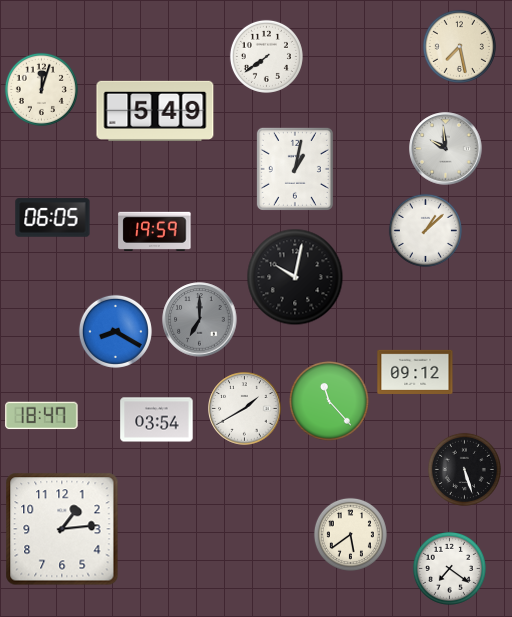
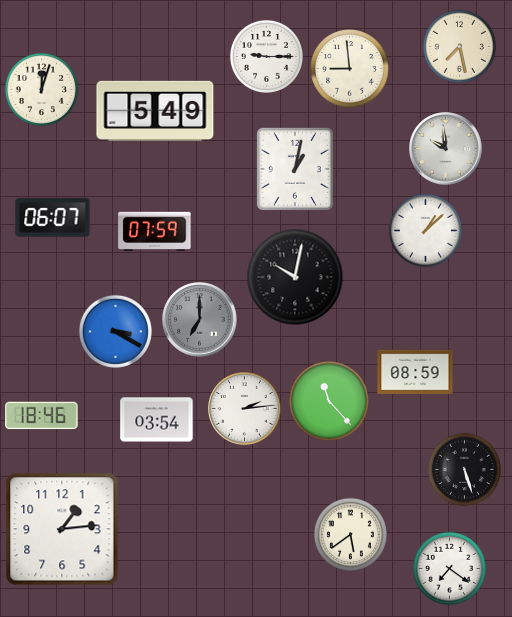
clock at (266, 56): 7:39 -> 9:15
clock at (350, 69): none -> 8:59
clock at (53, 218): 06:05 -> 06:07
clock at (155, 231): 19:59 -> 07:59
clock at (115, 331): 8:20 -> 3:20
clock at (415, 372): 09:12 -> 08:59
clock at (245, 409): 1:40 -> 2:14
clock at (42, 416): 18:47 -> 18:46
